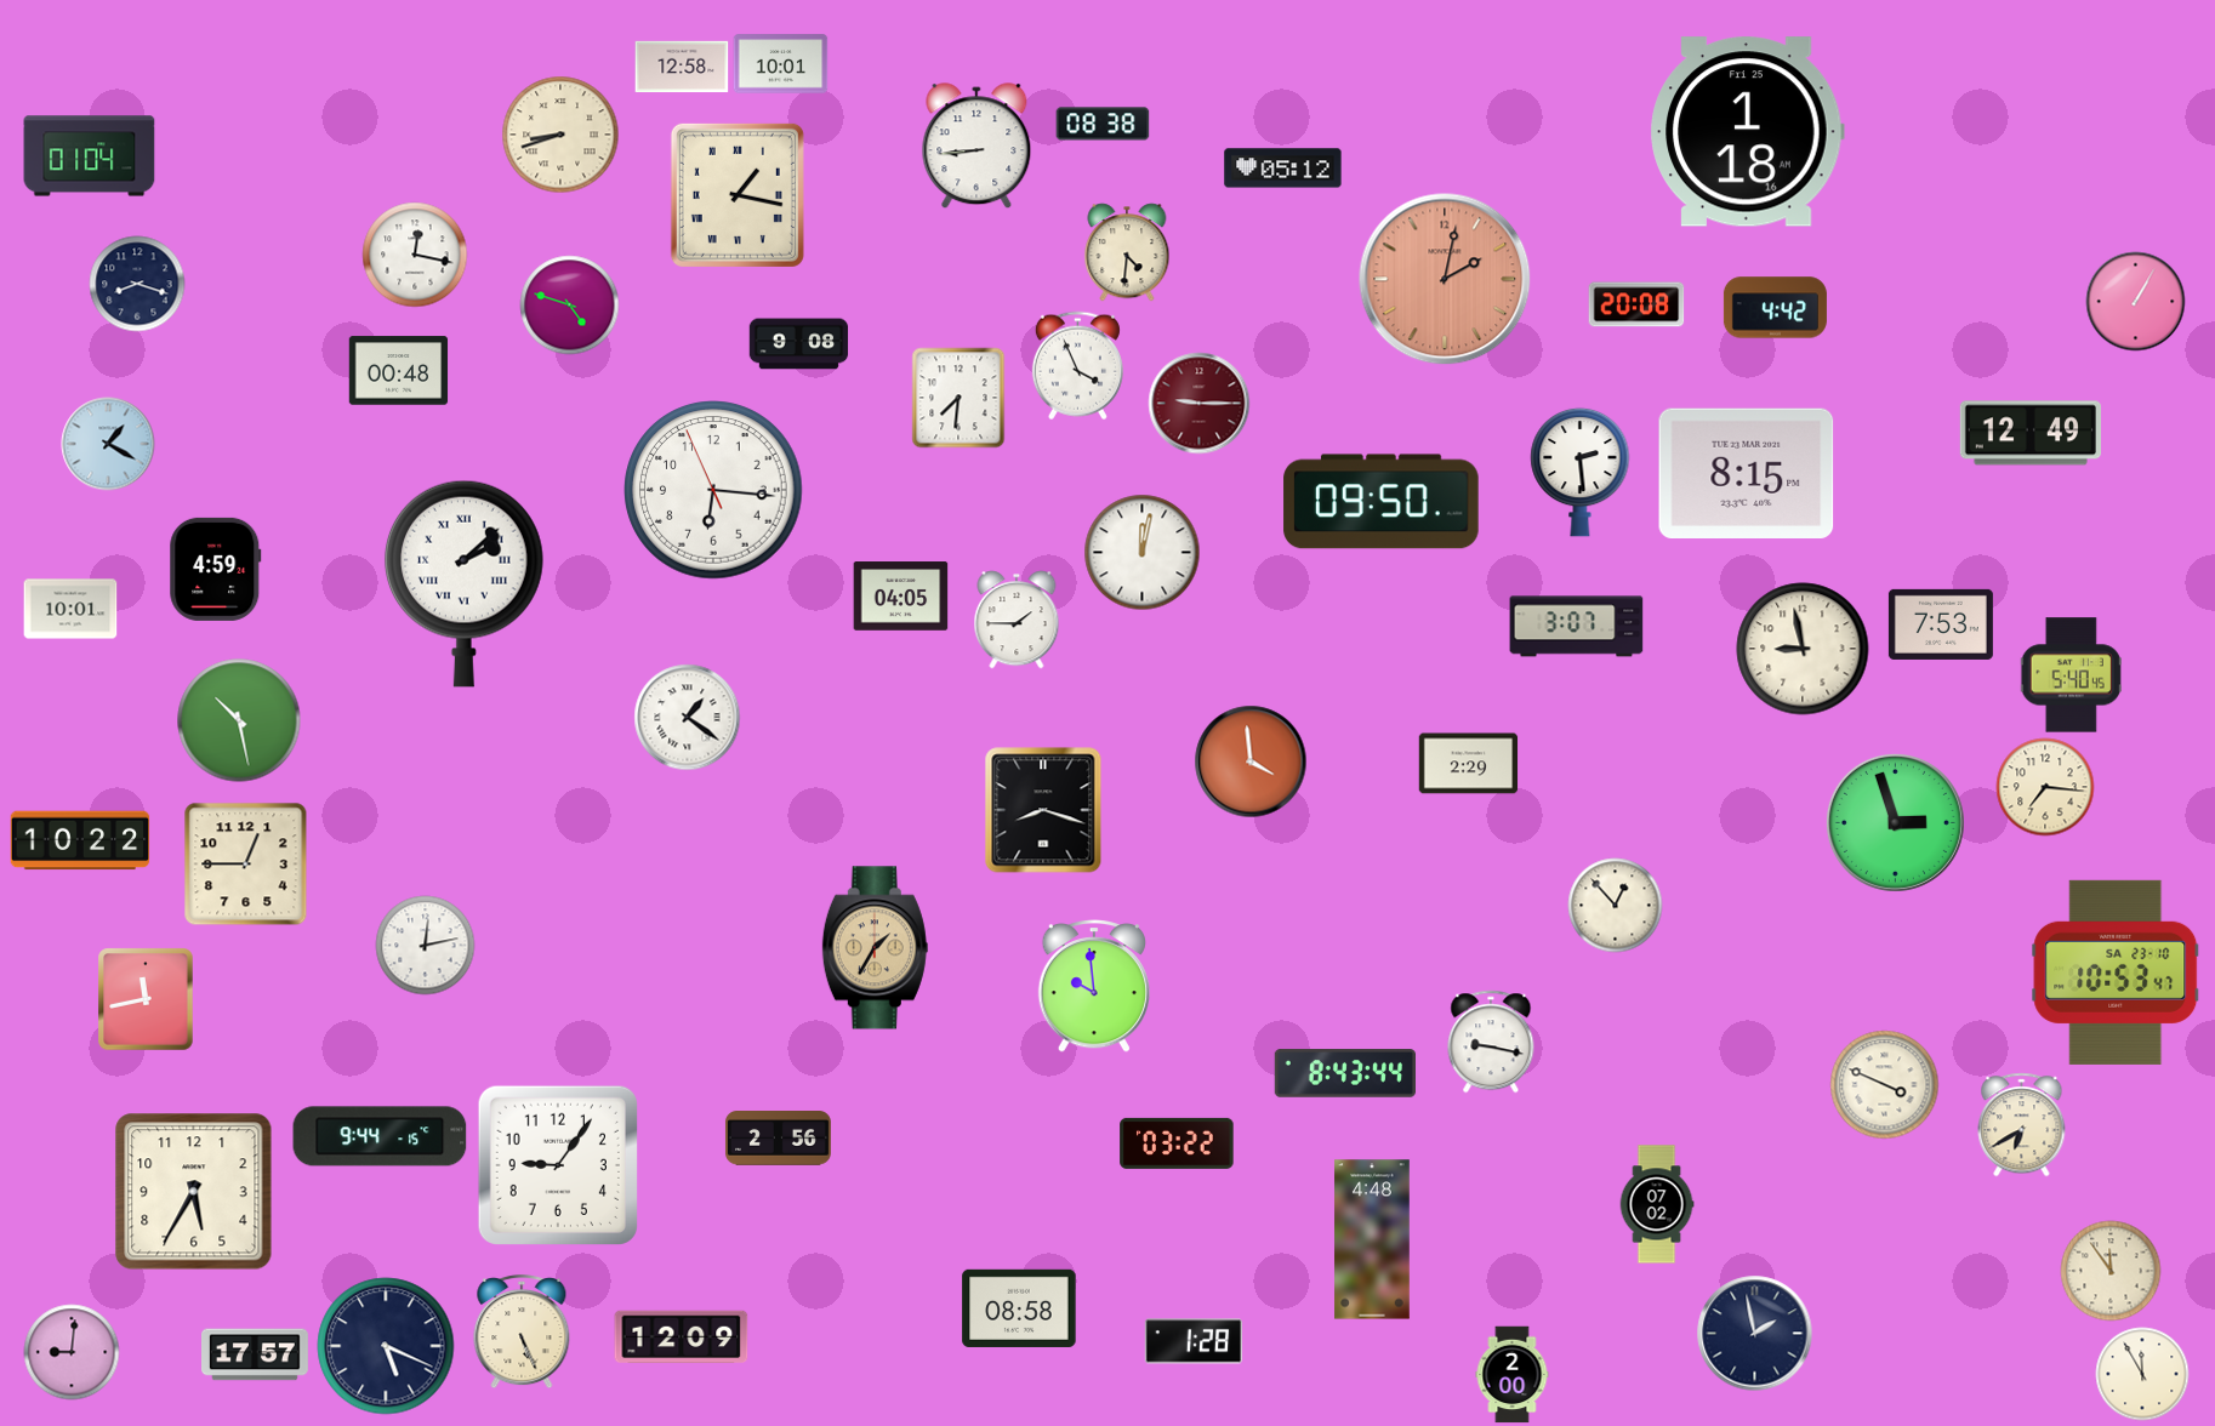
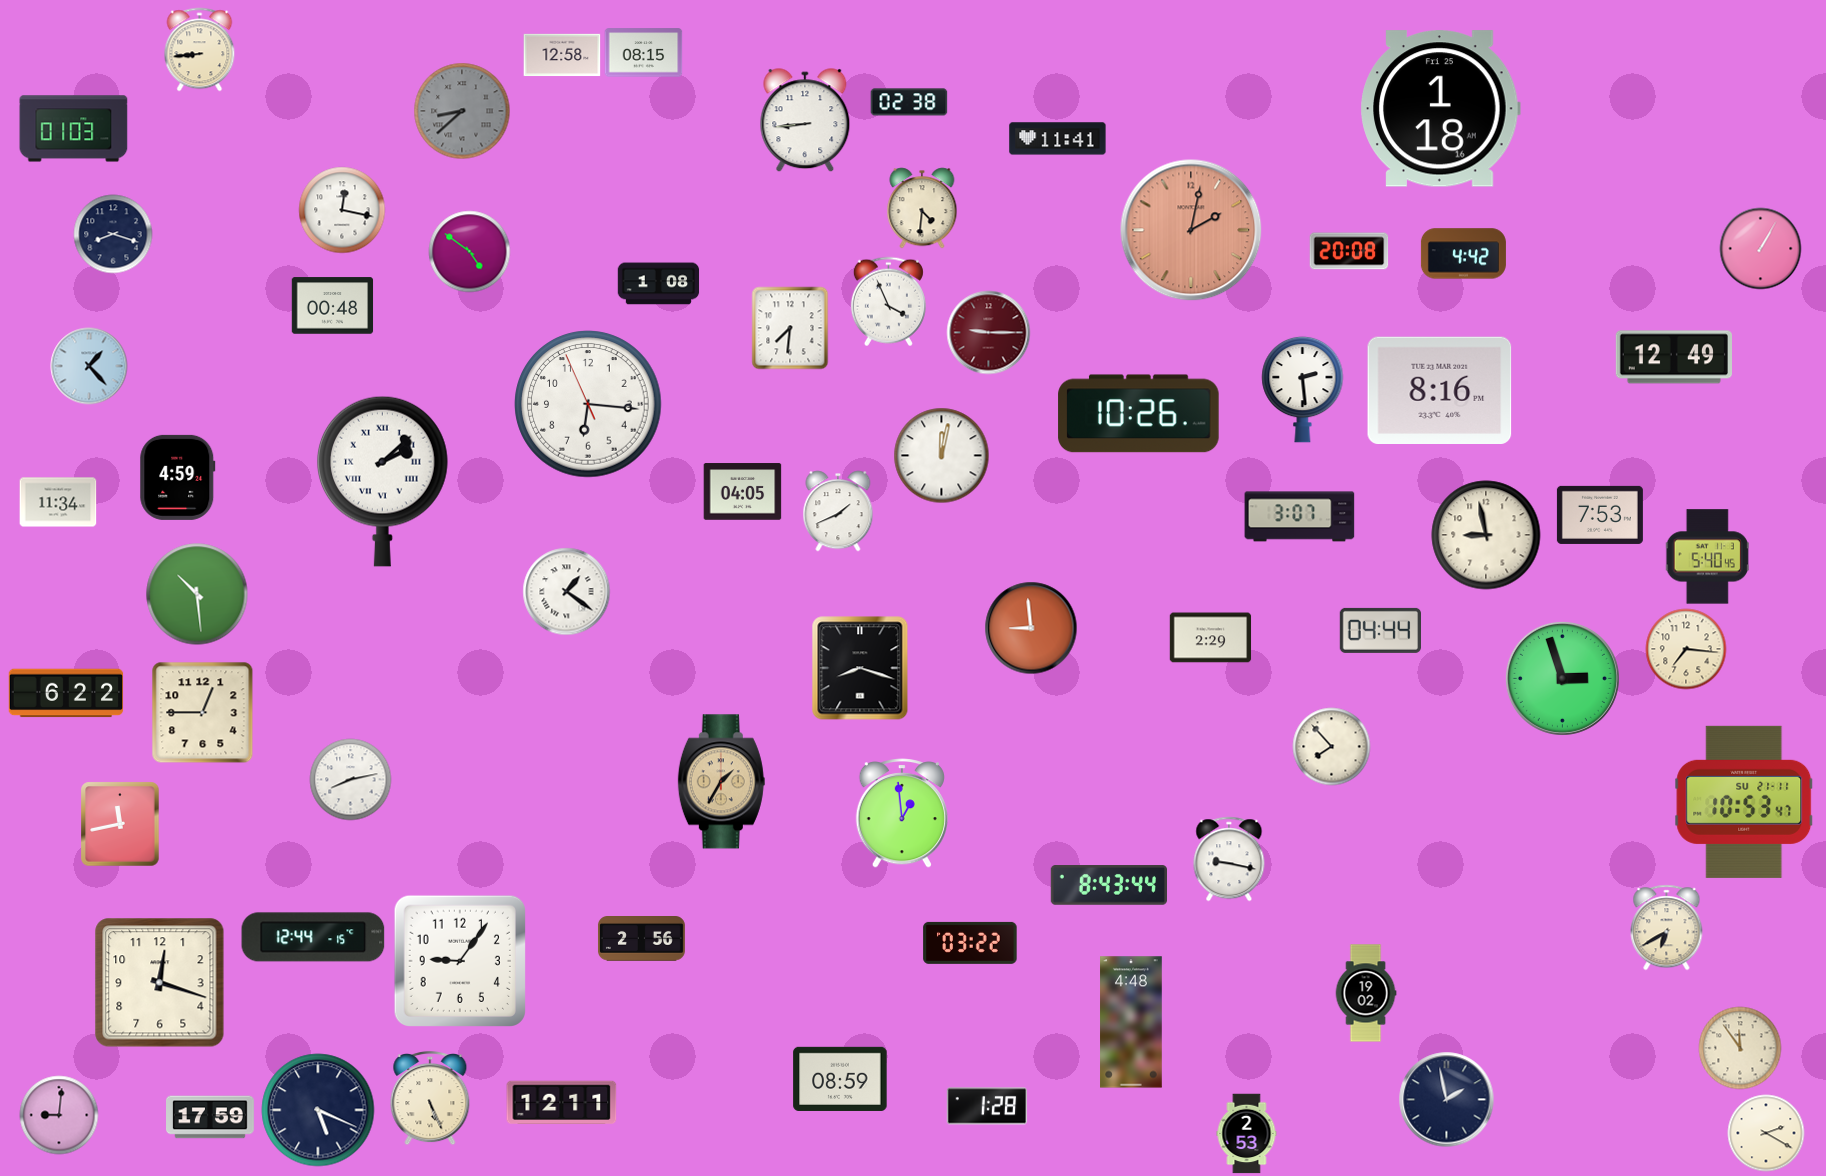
clock at (200, 50): none -> 8:44
clock at (781, 64): 10:01 -> 08:15
clock at (1103, 124): 08:38 -> 02:38
clock at (560, 135): 8:42 -> 8:38
clock at (560, 135) dial: cream -> grey
clock at (90, 156): 01:04 -> 01:03
clock at (1283, 169): 05:12 -> 11:41
clock at (738, 195): 1:17 -> none
clock at (1127, 252) position: (1127, 252) -> (922, 208)
clock at (570, 306): 4:48 -> 4:51
clock at (799, 344): 9:08 -> 1:08
clock at (399, 371) position: (399, 371) -> (333, 306)
clock at (108, 444): 1:20 -> 1:23
clock at (1747, 473): 8:15 -> 8:16
clock at (1382, 502): 09:50 -> 10:26
clock at (216, 569) position: (216, 569) -> (178, 477)
clock at (70, 609): 10:01 -> 11:34
clock at (1017, 620): 1:45 -> 1:41
clock at (239, 720): 10:28 -> 10:29
clock at (1251, 762): 3:59 -> 8:59
clock at (1469, 764) position: (1469, 764) -> (1211, 638)
clock at (1380, 630): none -> 04:44
clock at (80, 840): 10:22 -> 6:22
clock at (1616, 906): 12:53 -> 7:53
clock at (426, 946): 12:13 -> 8:13
clock at (2116, 972) date: SA 23-10 -> SU 21-11
clock at (1093, 986): 9:59 -> 12:59
clock at (1885, 1085): 3:49 -> none
clock at (380, 1136): 9:44 -> 12:44
clock at (194, 1192): 5:35 -> 12:18
clock at (1657, 1204): 07:02 -> 19:02
clock at (1019, 1308): 08:58 -> 08:59
clock at (682, 1336): 12:09 -> 12:11
clock at (1194, 1341) position: (1194, 1341) -> (987, 1106)
clock at (256, 1354): 17:57 -> 17:59
clock at (2142, 1374): 11:55 -> 2:20
clock at (1513, 1375): 2:00 -> 2:53
